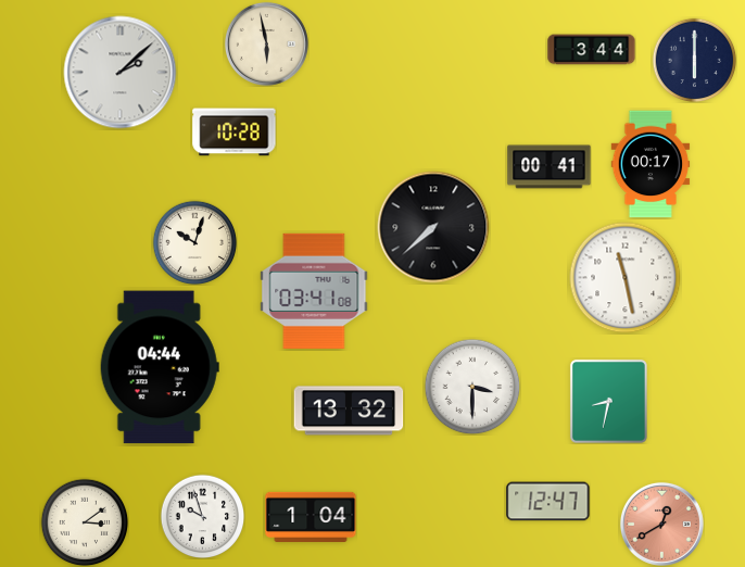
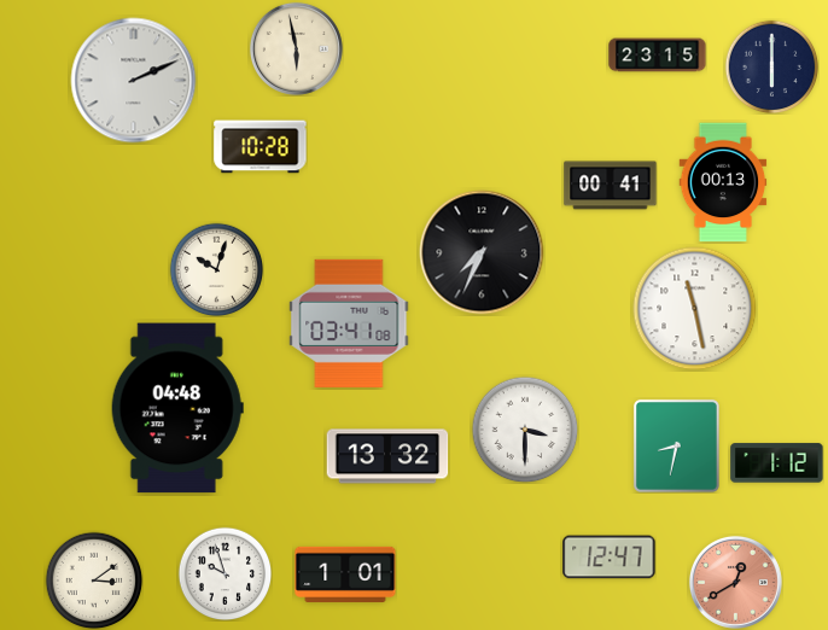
clock at (592, 50): 3:44 -> 23:15
clock at (121, 73): 2:08 -> 2:11
clock at (651, 164): 00:17 -> 00:13
clock at (433, 227): 7:38 -> 7:34
clock at (160, 367): 04:44 -> 04:48
clock at (777, 463): none -> 1:12
clock at (311, 517): 1:04 -> 1:01
